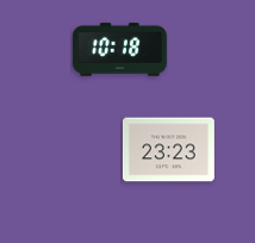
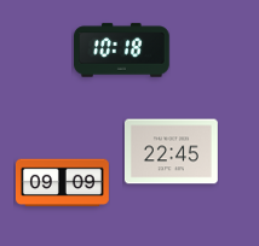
clock at (168, 150): 23:23 -> 22:45
clock at (62, 183): none -> 09:09
